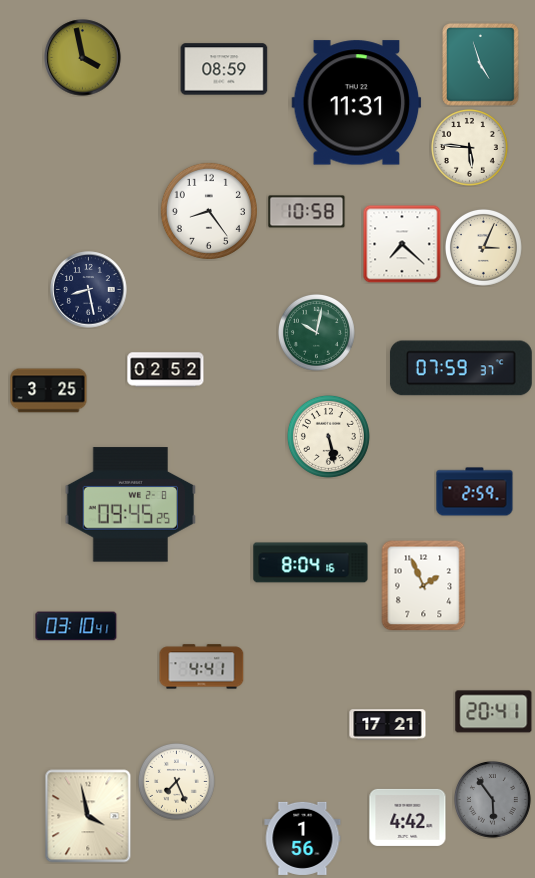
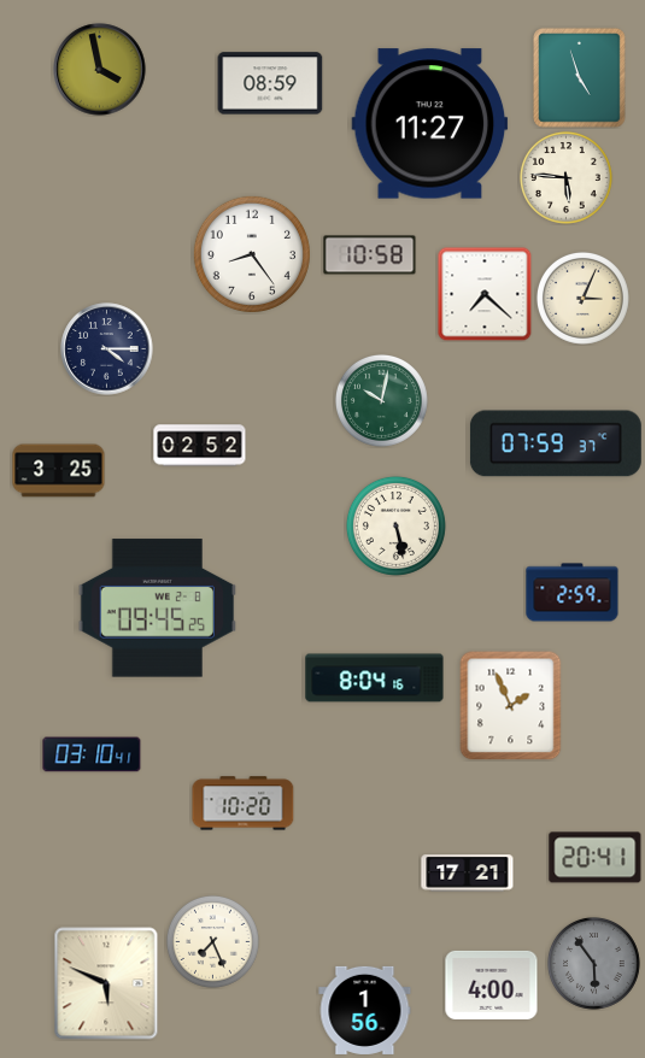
clock at (357, 103): 11:31 -> 11:27
clock at (89, 290): 8:28 -> 4:15
clock at (202, 667): 4:41 -> 10:20
clock at (88, 816): 3:58 -> 5:49
clock at (408, 817): 4:42 -> 4:00
